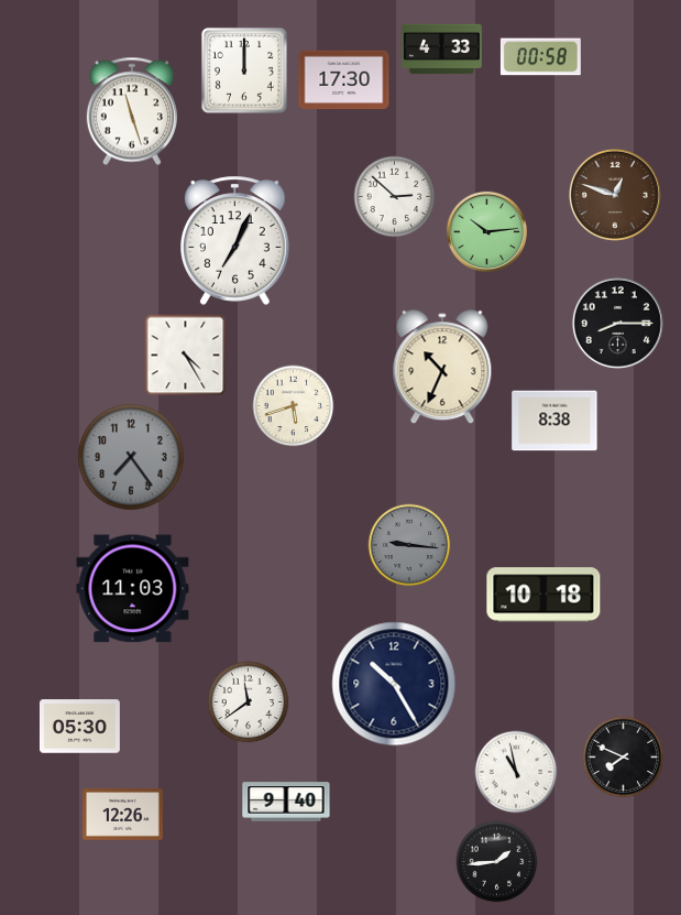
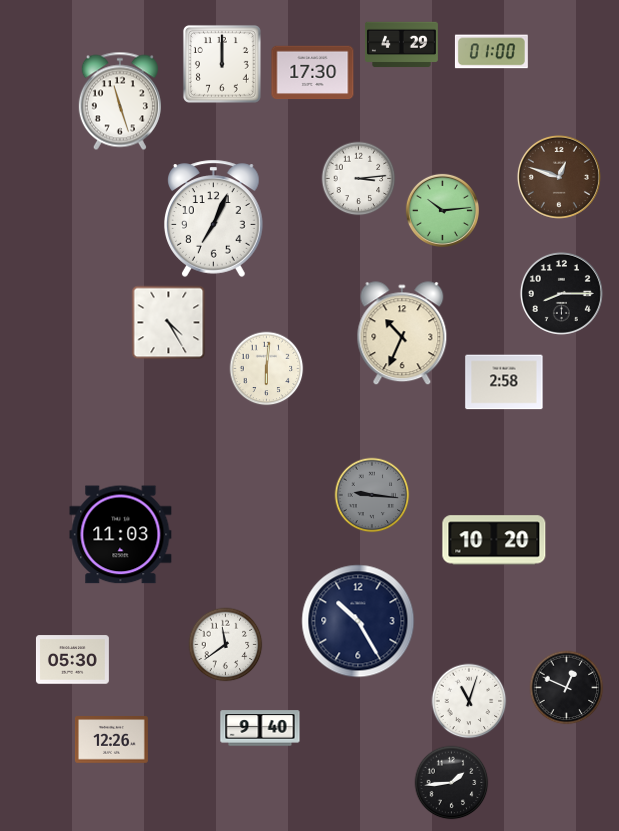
clock at (441, 50): 4:33 -> 4:29
clock at (540, 57): 00:58 -> 01:00
clock at (395, 197): 2:52 -> 3:14
clock at (294, 406): 5:42 -> 6:01
clock at (554, 421): 8:38 -> 2:58
clock at (131, 457): 7:24 -> none
clock at (543, 595): 10:18 -> 10:20
clock at (249, 702) position: (249, 702) -> (226, 645)
clock at (624, 758): 7:49 -> 12:49
clock at (516, 772): 10:58 -> 11:03
